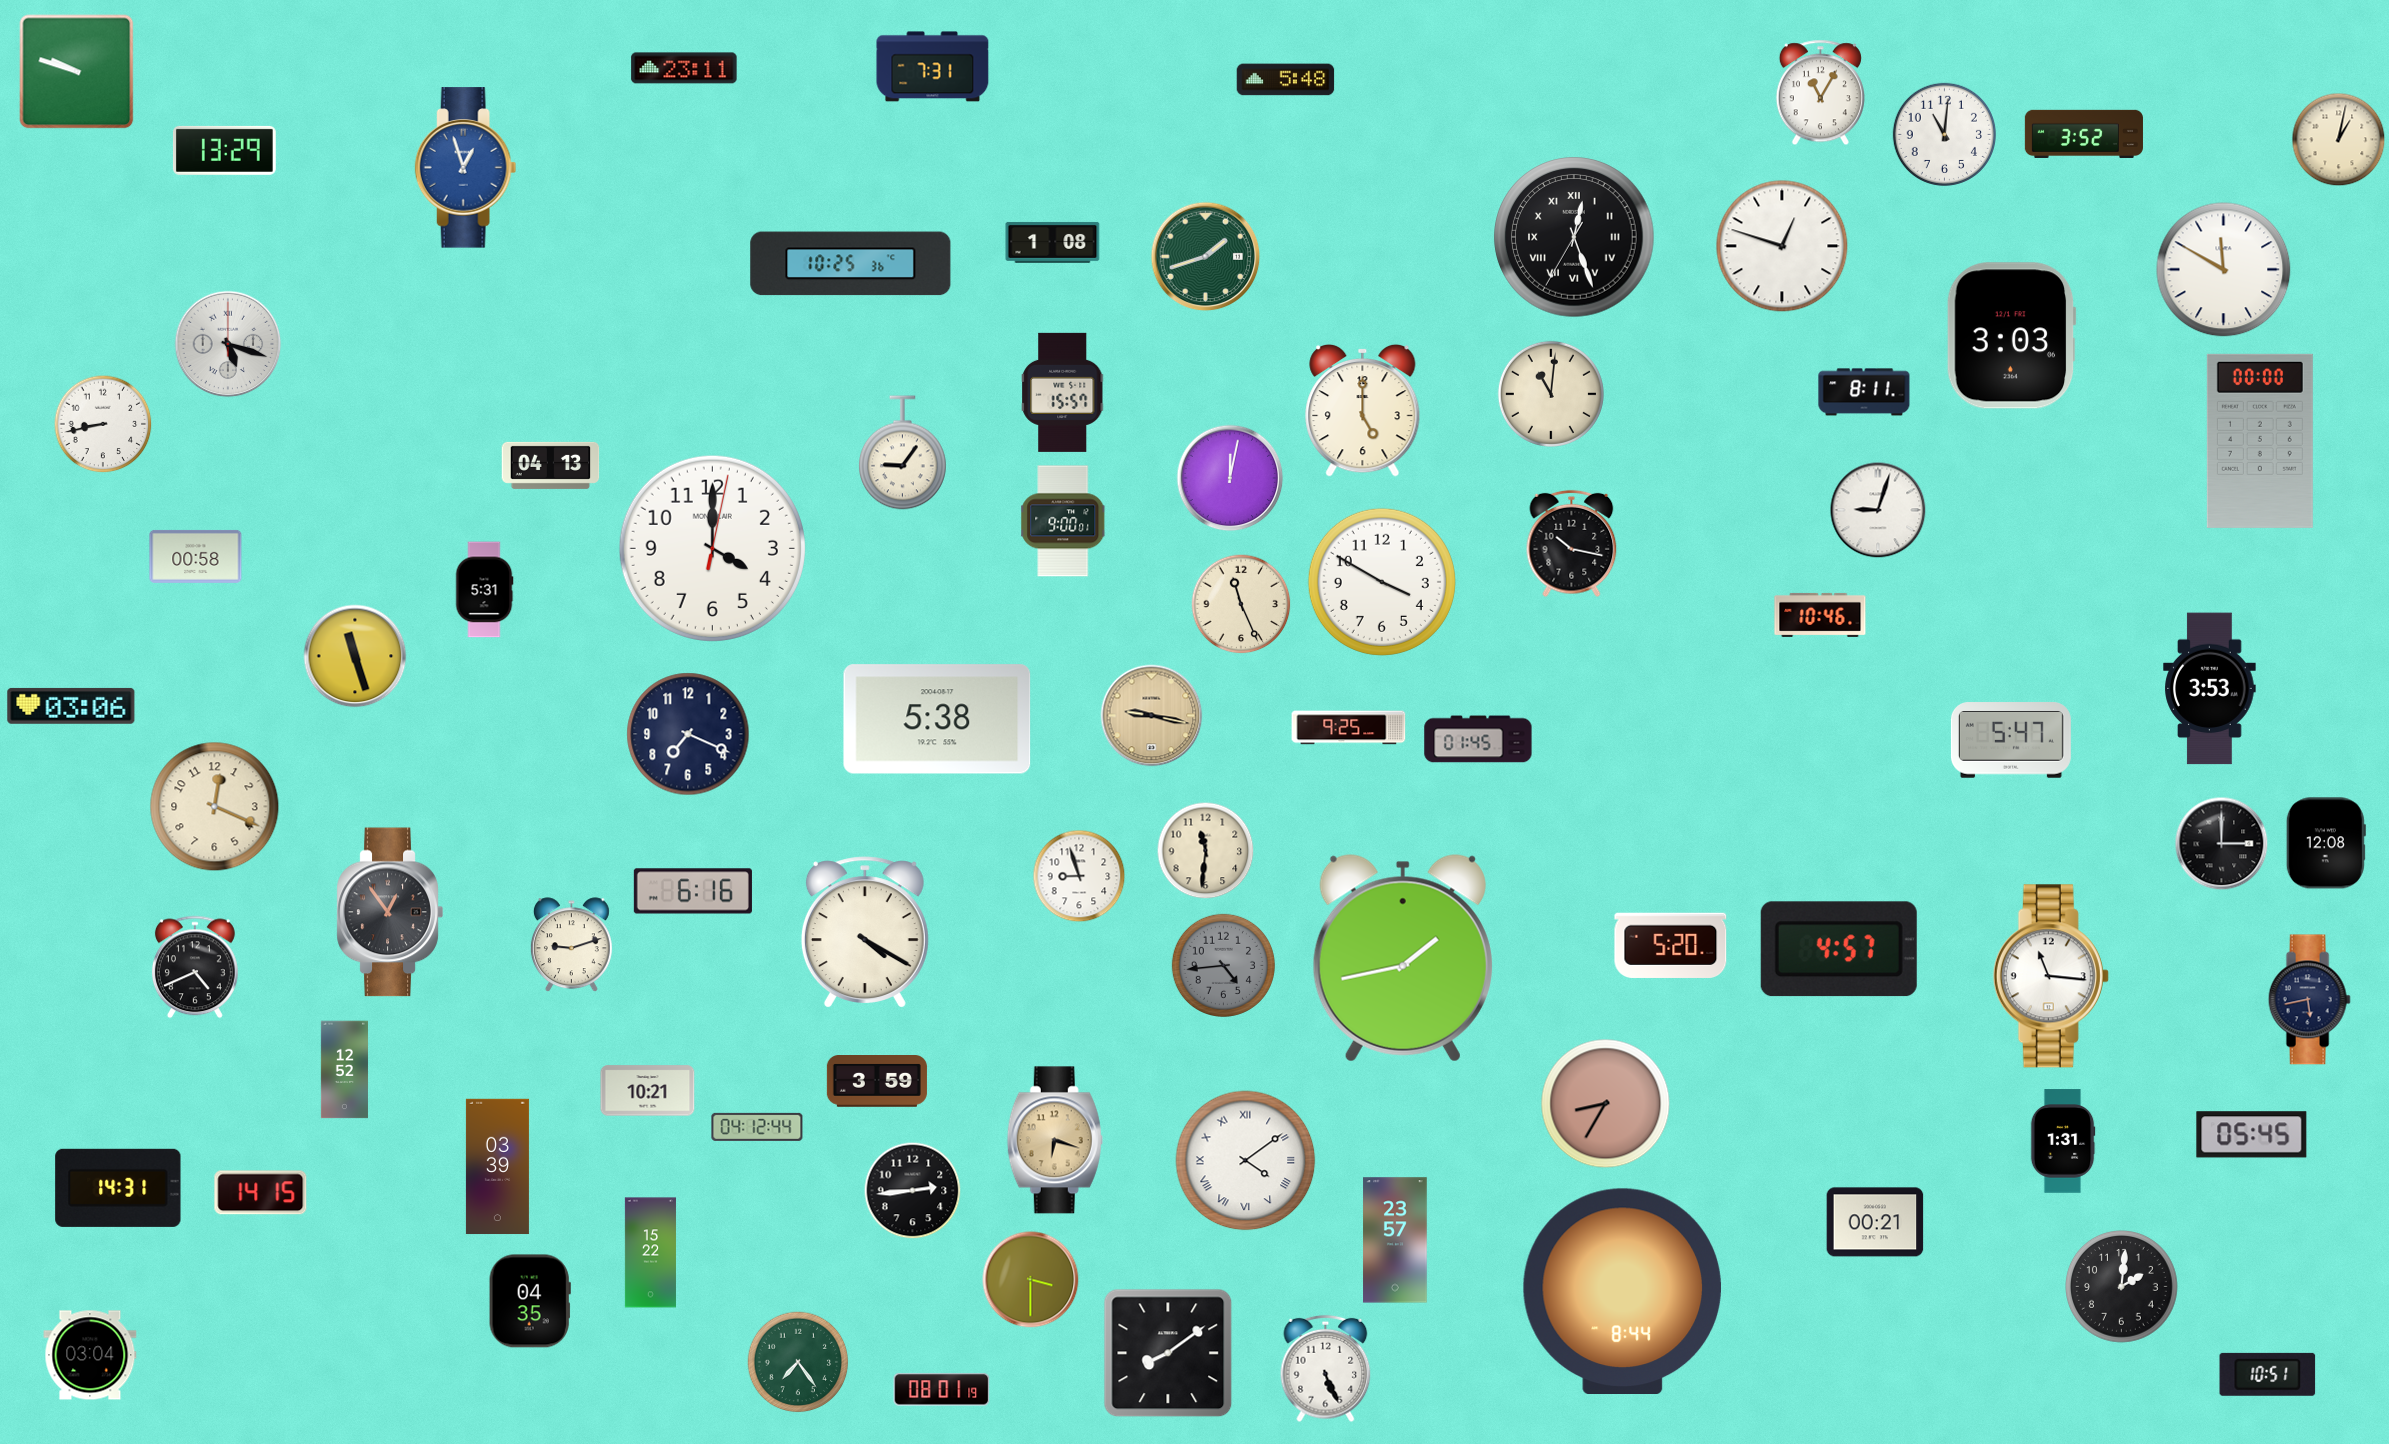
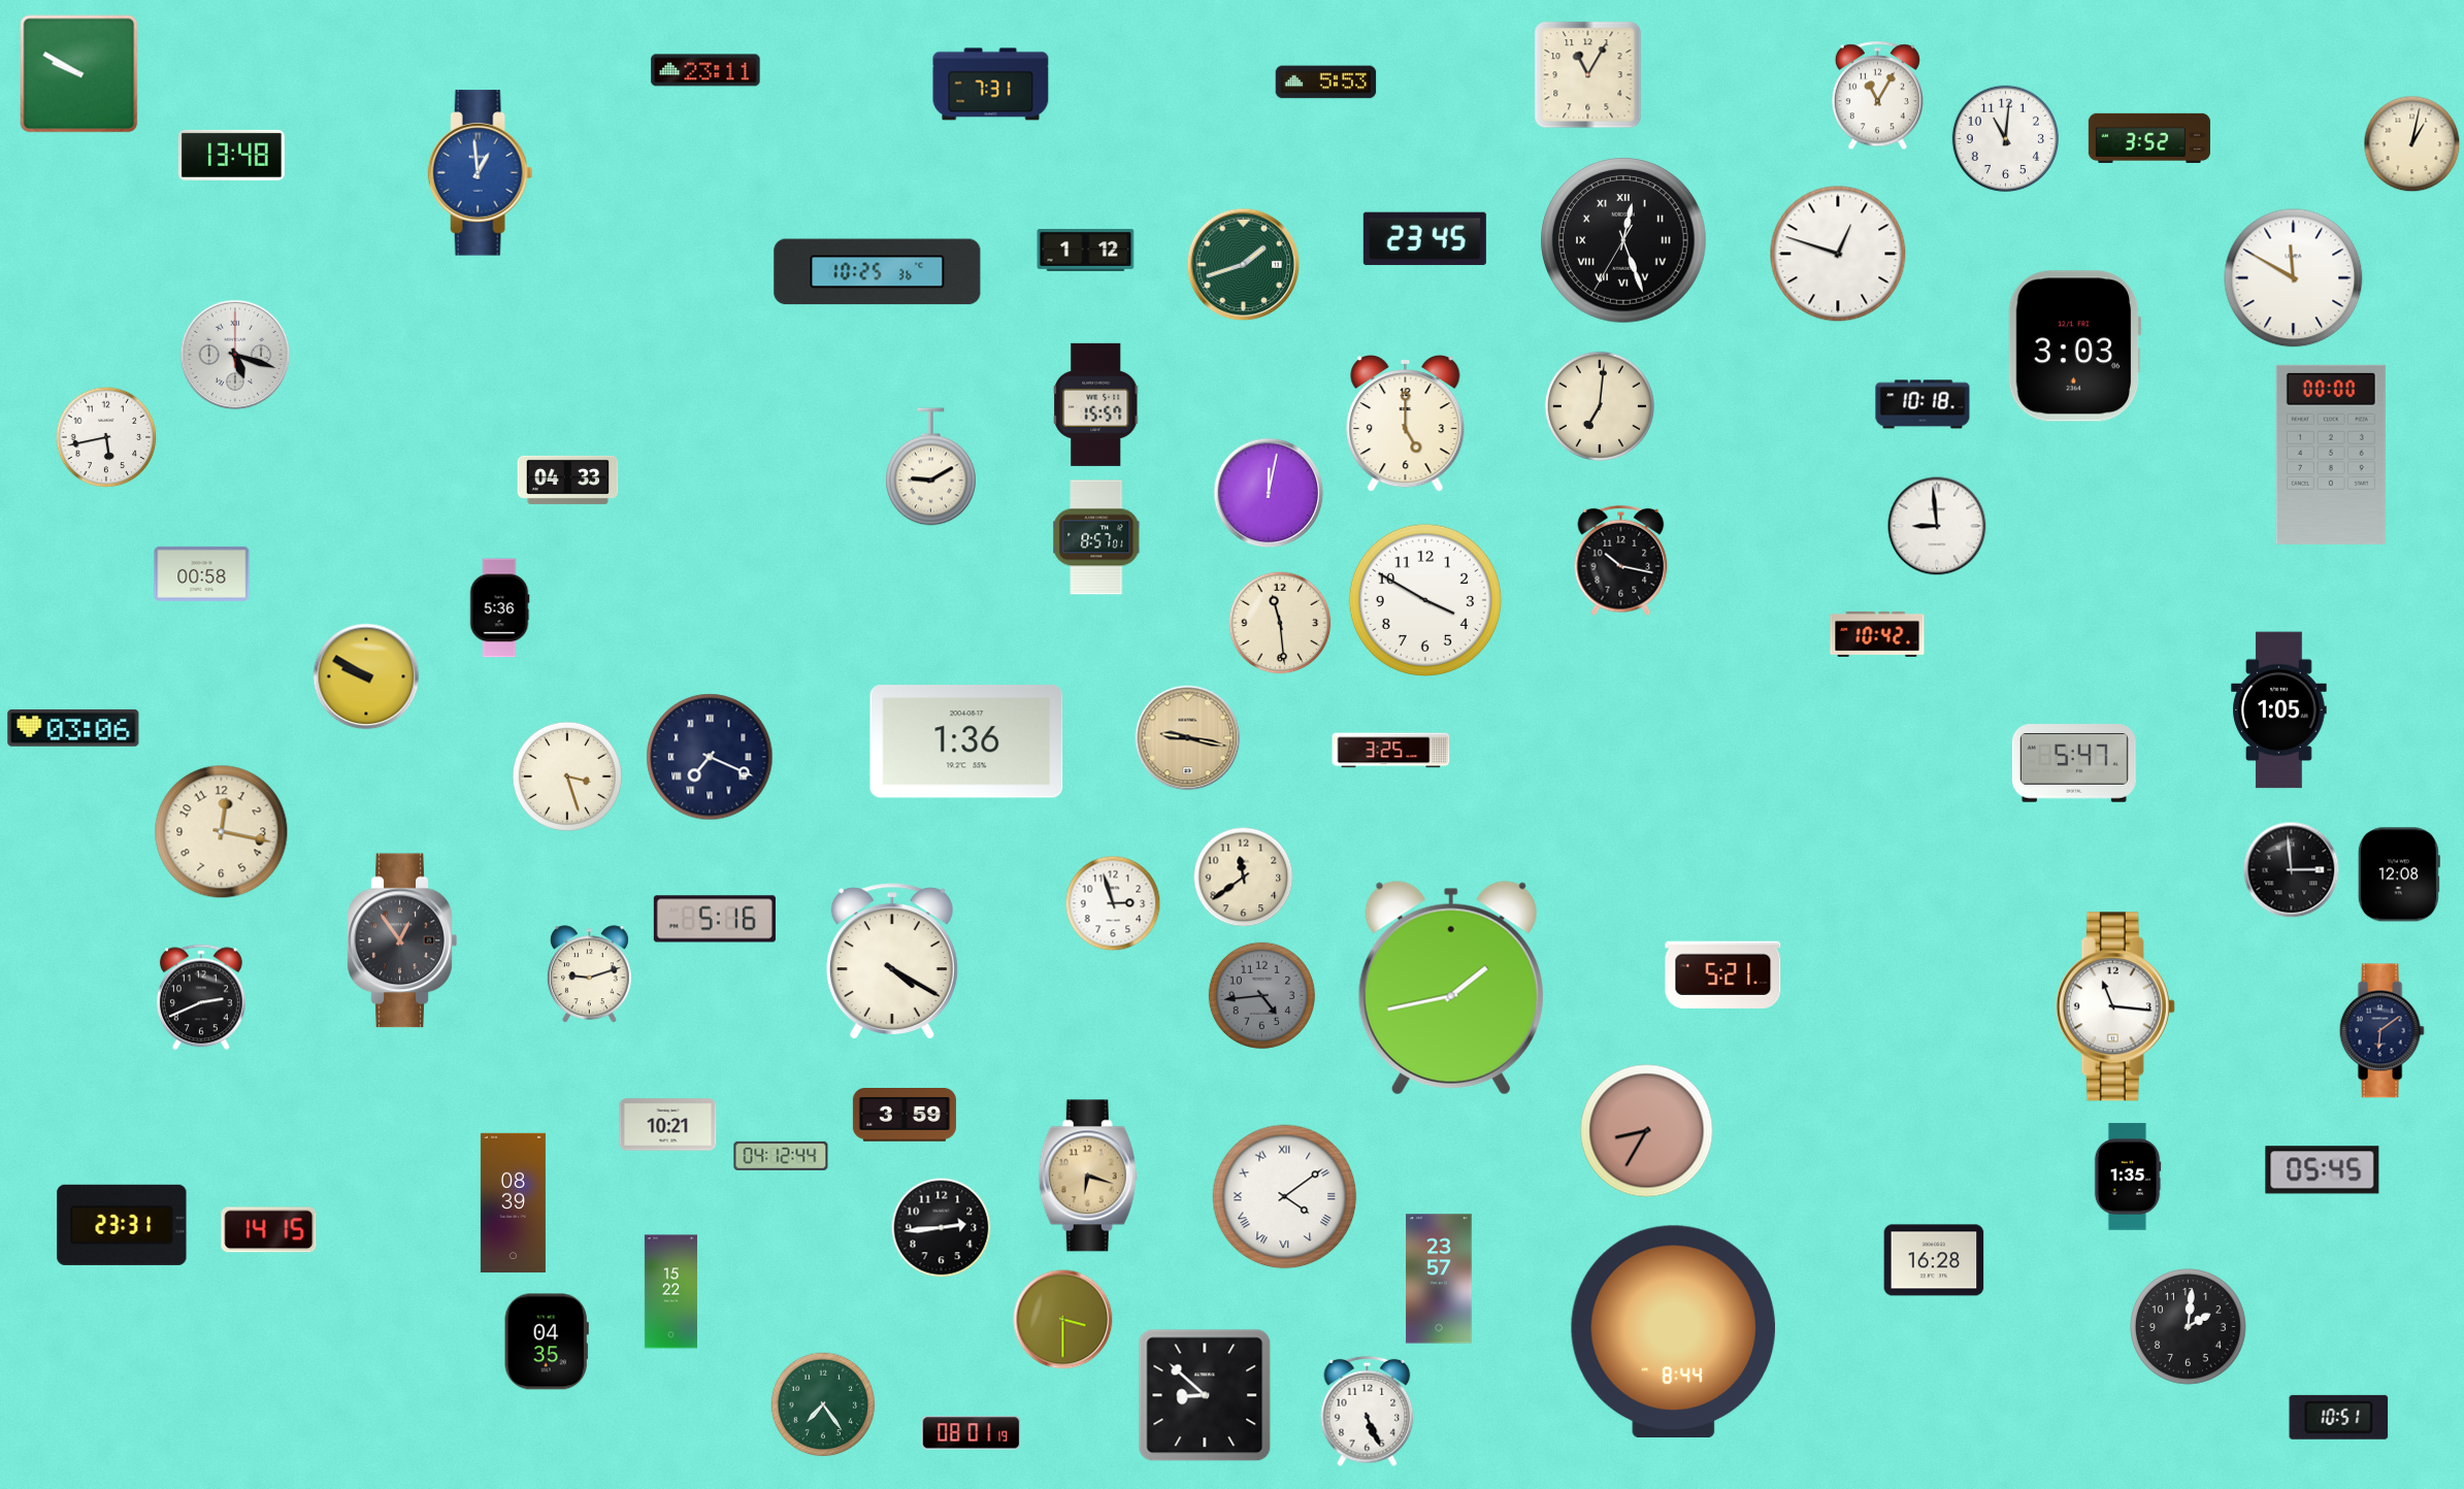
clock at (933, 67) position: (933, 67) -> (991, 85)
clock at (77, 72): 9:48 -> 9:50
clock at (1588, 75): none -> 11:05
clock at (1286, 80): 5:48 -> 5:53
clock at (224, 150): 13:29 -> 13:48
clock at (466, 168): 12:57 -> 12:59
clock at (1424, 238): none -> 23:45
clock at (1574, 237) position: (1574, 237) -> (1623, 240)
clock at (1053, 242): 1:08 -> 1:12
clock at (1864, 392): 8:11 -> 10:18
clock at (1551, 394): 11:01 -> 7:01
clock at (103, 424): 8:43 -> 5:43
clock at (903, 453): 9:06 -> 9:10
clock at (551, 465): 04:13 -> 04:33
clock at (1878, 510): 9:03 -> 8:59
clock at (1063, 521): 9:00 -> 8:57
clock at (712, 548): 4:00 -> none
clock at (484, 590): 5:31 -> 5:36
clock at (1241, 604): 11:26 -> 11:29
clock at (1820, 615): 10:46 -> 10:42
clock at (355, 656): 11:27 -> 9:50
clock at (2210, 689): 3:53 -> 1:05
clock at (937, 719): 5:38 -> 1:36
clock at (1349, 728): 9:25 -> 3:25
clock at (688, 734) numerals: Arabic -> Roman
clock at (1478, 739): 01:45 -> none
clock at (567, 776): none -> 3:27
clock at (215, 807): 12:19 -> 12:17
clock at (2326, 843) position: (2326, 843) -> (2399, 874)
clock at (2222, 844): 3:00 -> 2:59
clock at (1206, 851): 11:31 -> 11:39
clock at (1079, 876): 8:57 -> 2:57
clock at (693, 891): 6:16 -> 5:16
clock at (1671, 945): 5:20 -> 5:21
clock at (1839, 949): 4:57 -> none
clock at (1403, 958) position: (1403, 958) -> (1451, 988)
clock at (195, 967): 4:41 -> 2:41
clock at (2309, 1000): 5:43 -> 6:09
clock at (344, 1070): 12:52 -> none
clock at (1606, 1104) position: (1606, 1104) -> (1647, 1131)
clock at (757, 1127) position: (757, 1127) -> (781, 1156)
clock at (2063, 1141): 1:31 -> 1:35
clock at (497, 1167): 03:39 -> 08:39
clock at (118, 1188): 14:31 -> 23:31
clock at (1875, 1222): 00:21 -> 16:28
clock at (1168, 1353): 8:09 -> 8:52
clock at (90, 1355): 03:04 -> none
